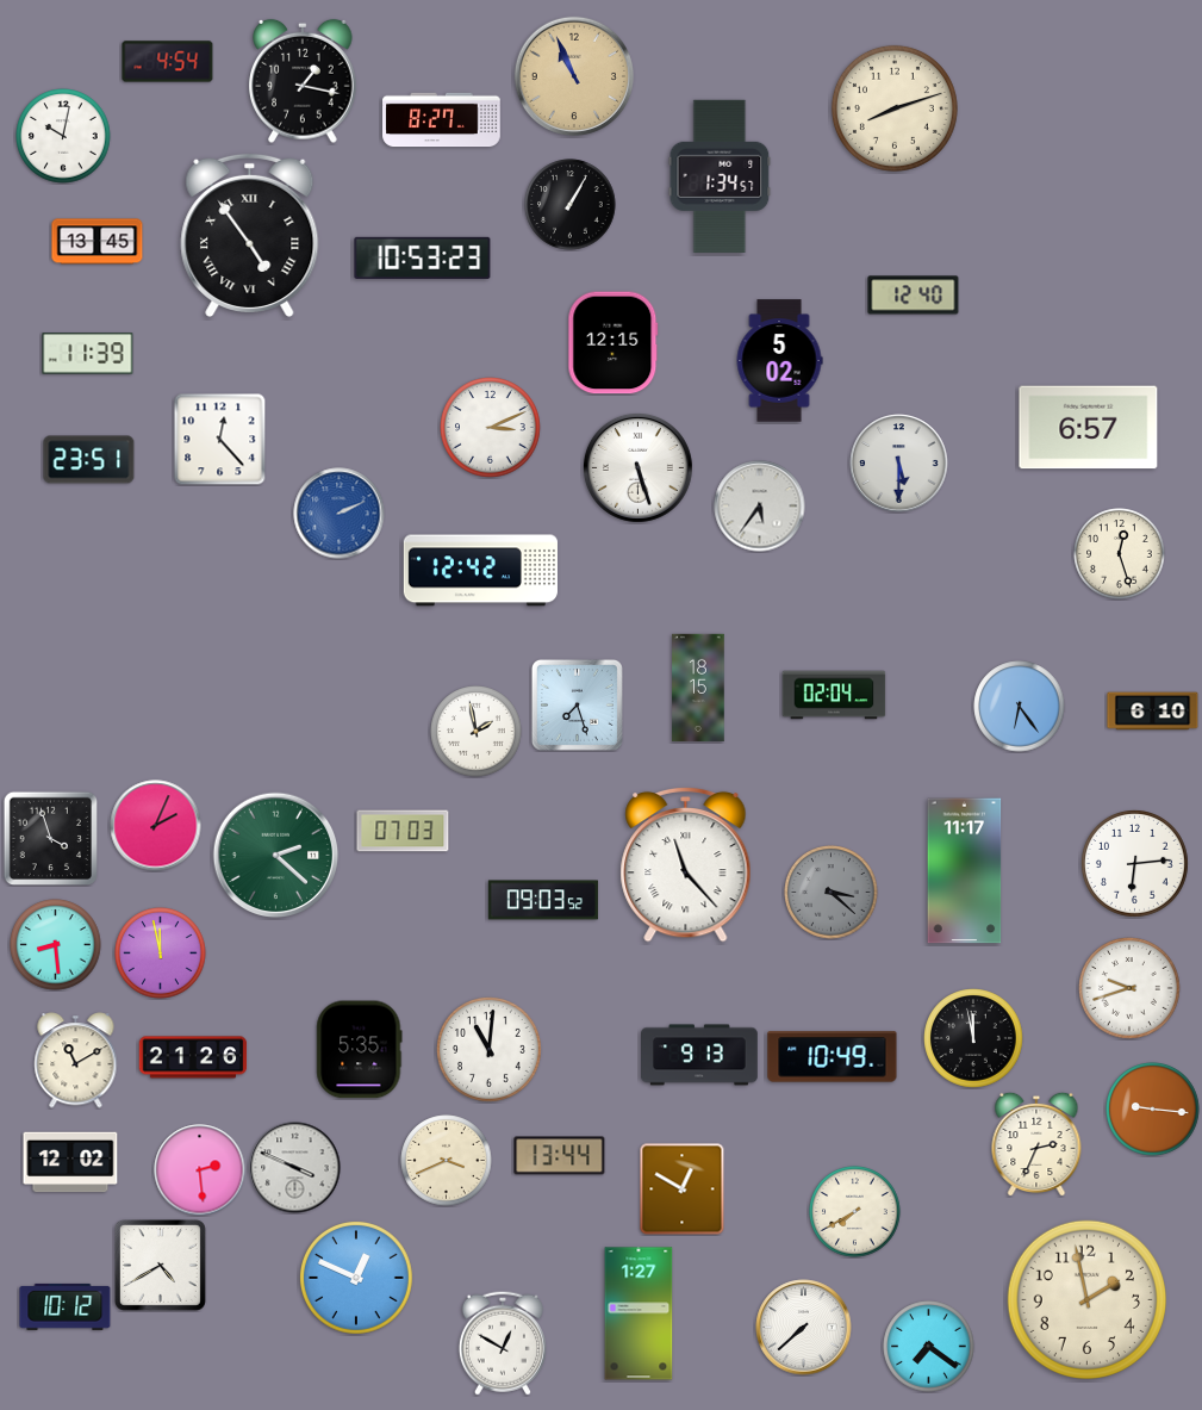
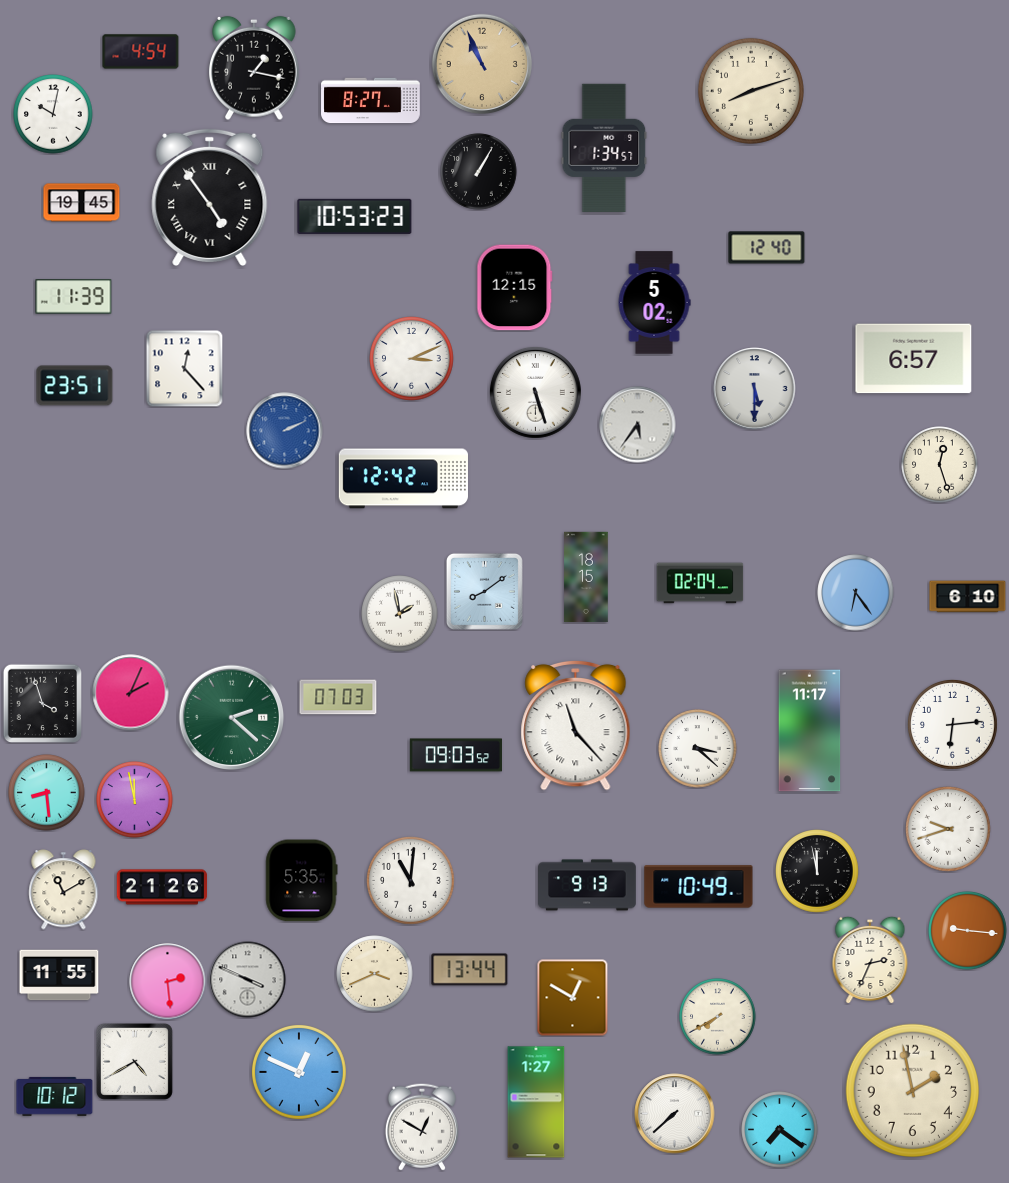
clock at (98, 242): 13:45 -> 19:45
clock at (577, 704): 7:27 -> 8:09
clock at (832, 893) dial: grey -> white
clock at (70, 1162): 12:02 -> 11:55
